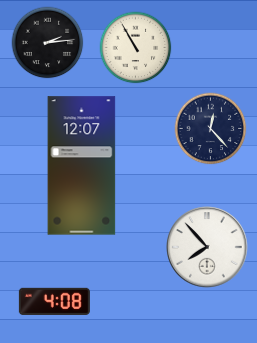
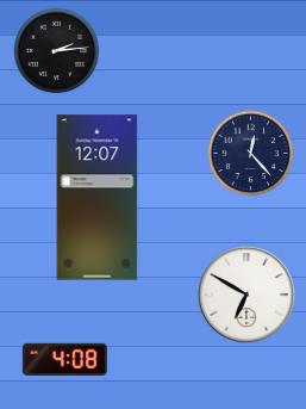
clock at (136, 48): 10:55 -> none
clock at (207, 247): 7:53 -> 6:50
